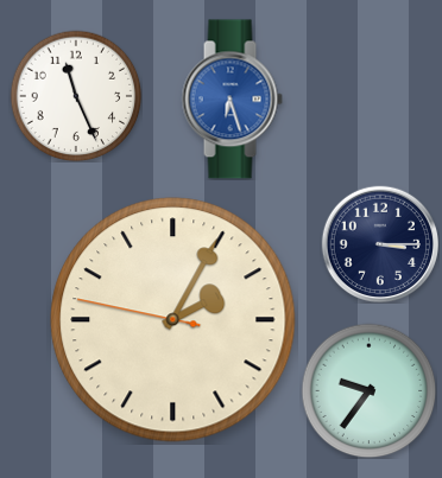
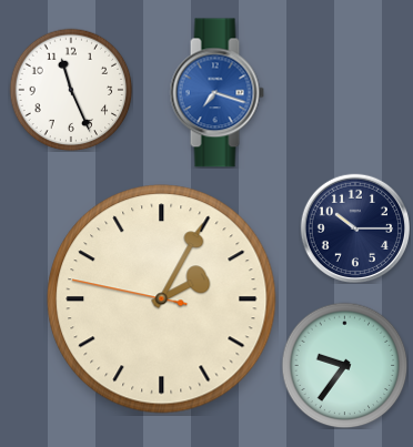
clock at (232, 100): 6:27 -> 7:18
clock at (379, 243): 3:15 -> 10:15
